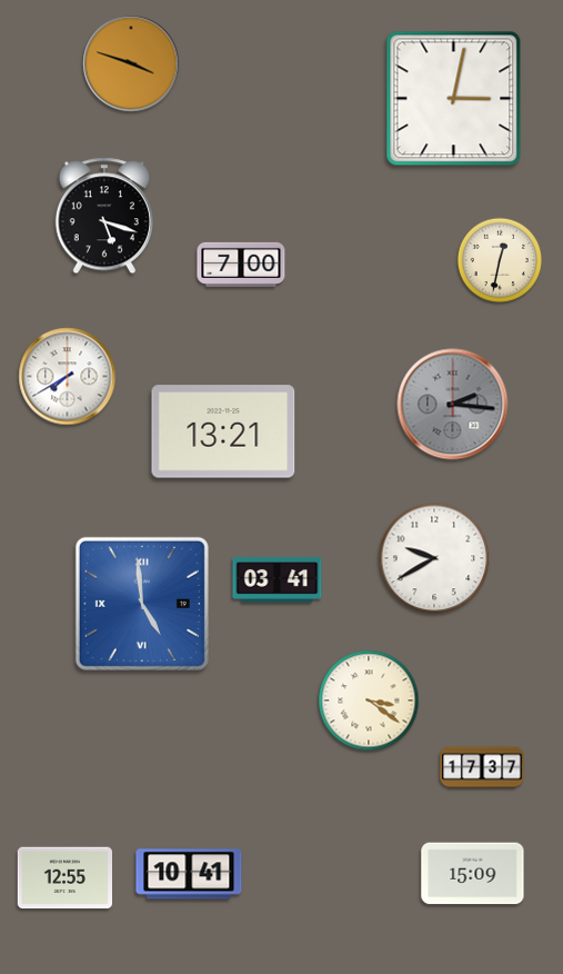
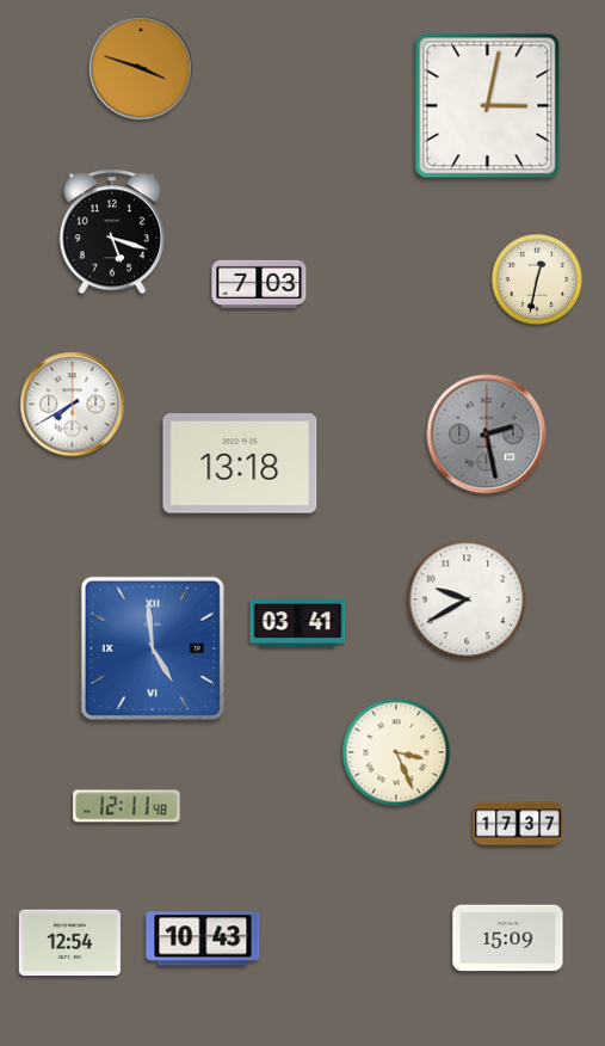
clock at (241, 265): 7:00 -> 7:03
clock at (453, 405): 2:16 -> 2:28
clock at (223, 431): 13:21 -> 13:18
clock at (369, 700): 3:21 -> 3:26
clock at (126, 806): none -> 12:11
clock at (189, 874): 10:41 -> 10:43
clock at (64, 878): 12:55 -> 12:54
